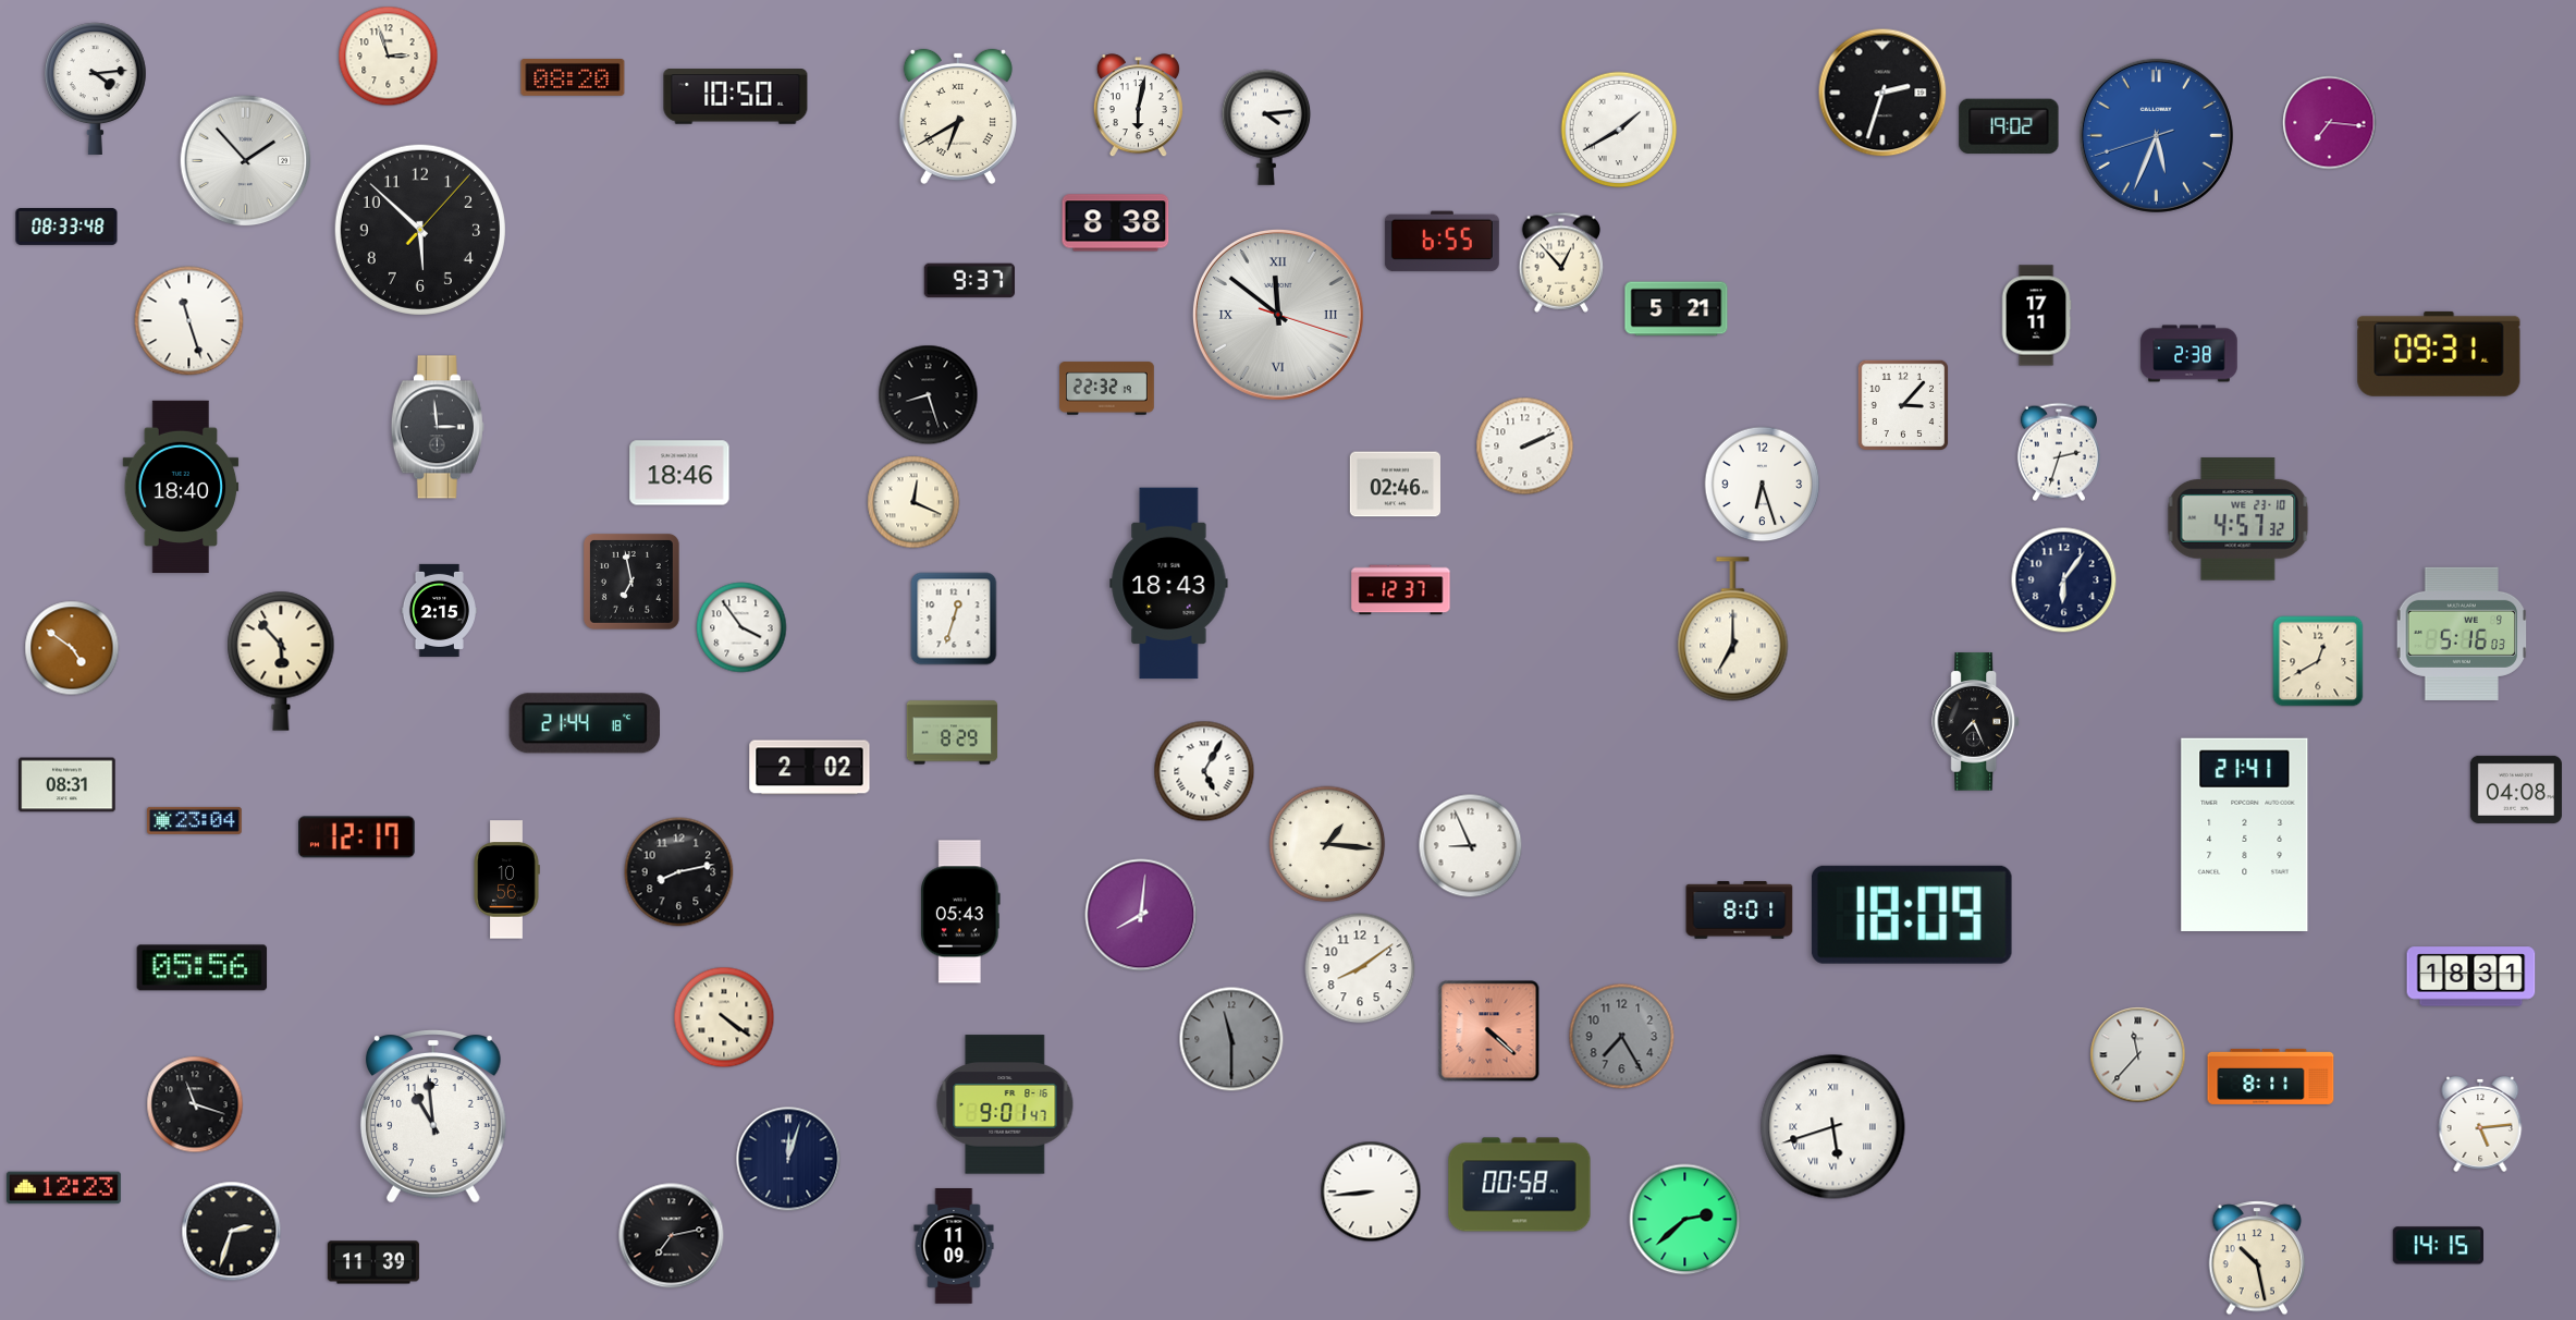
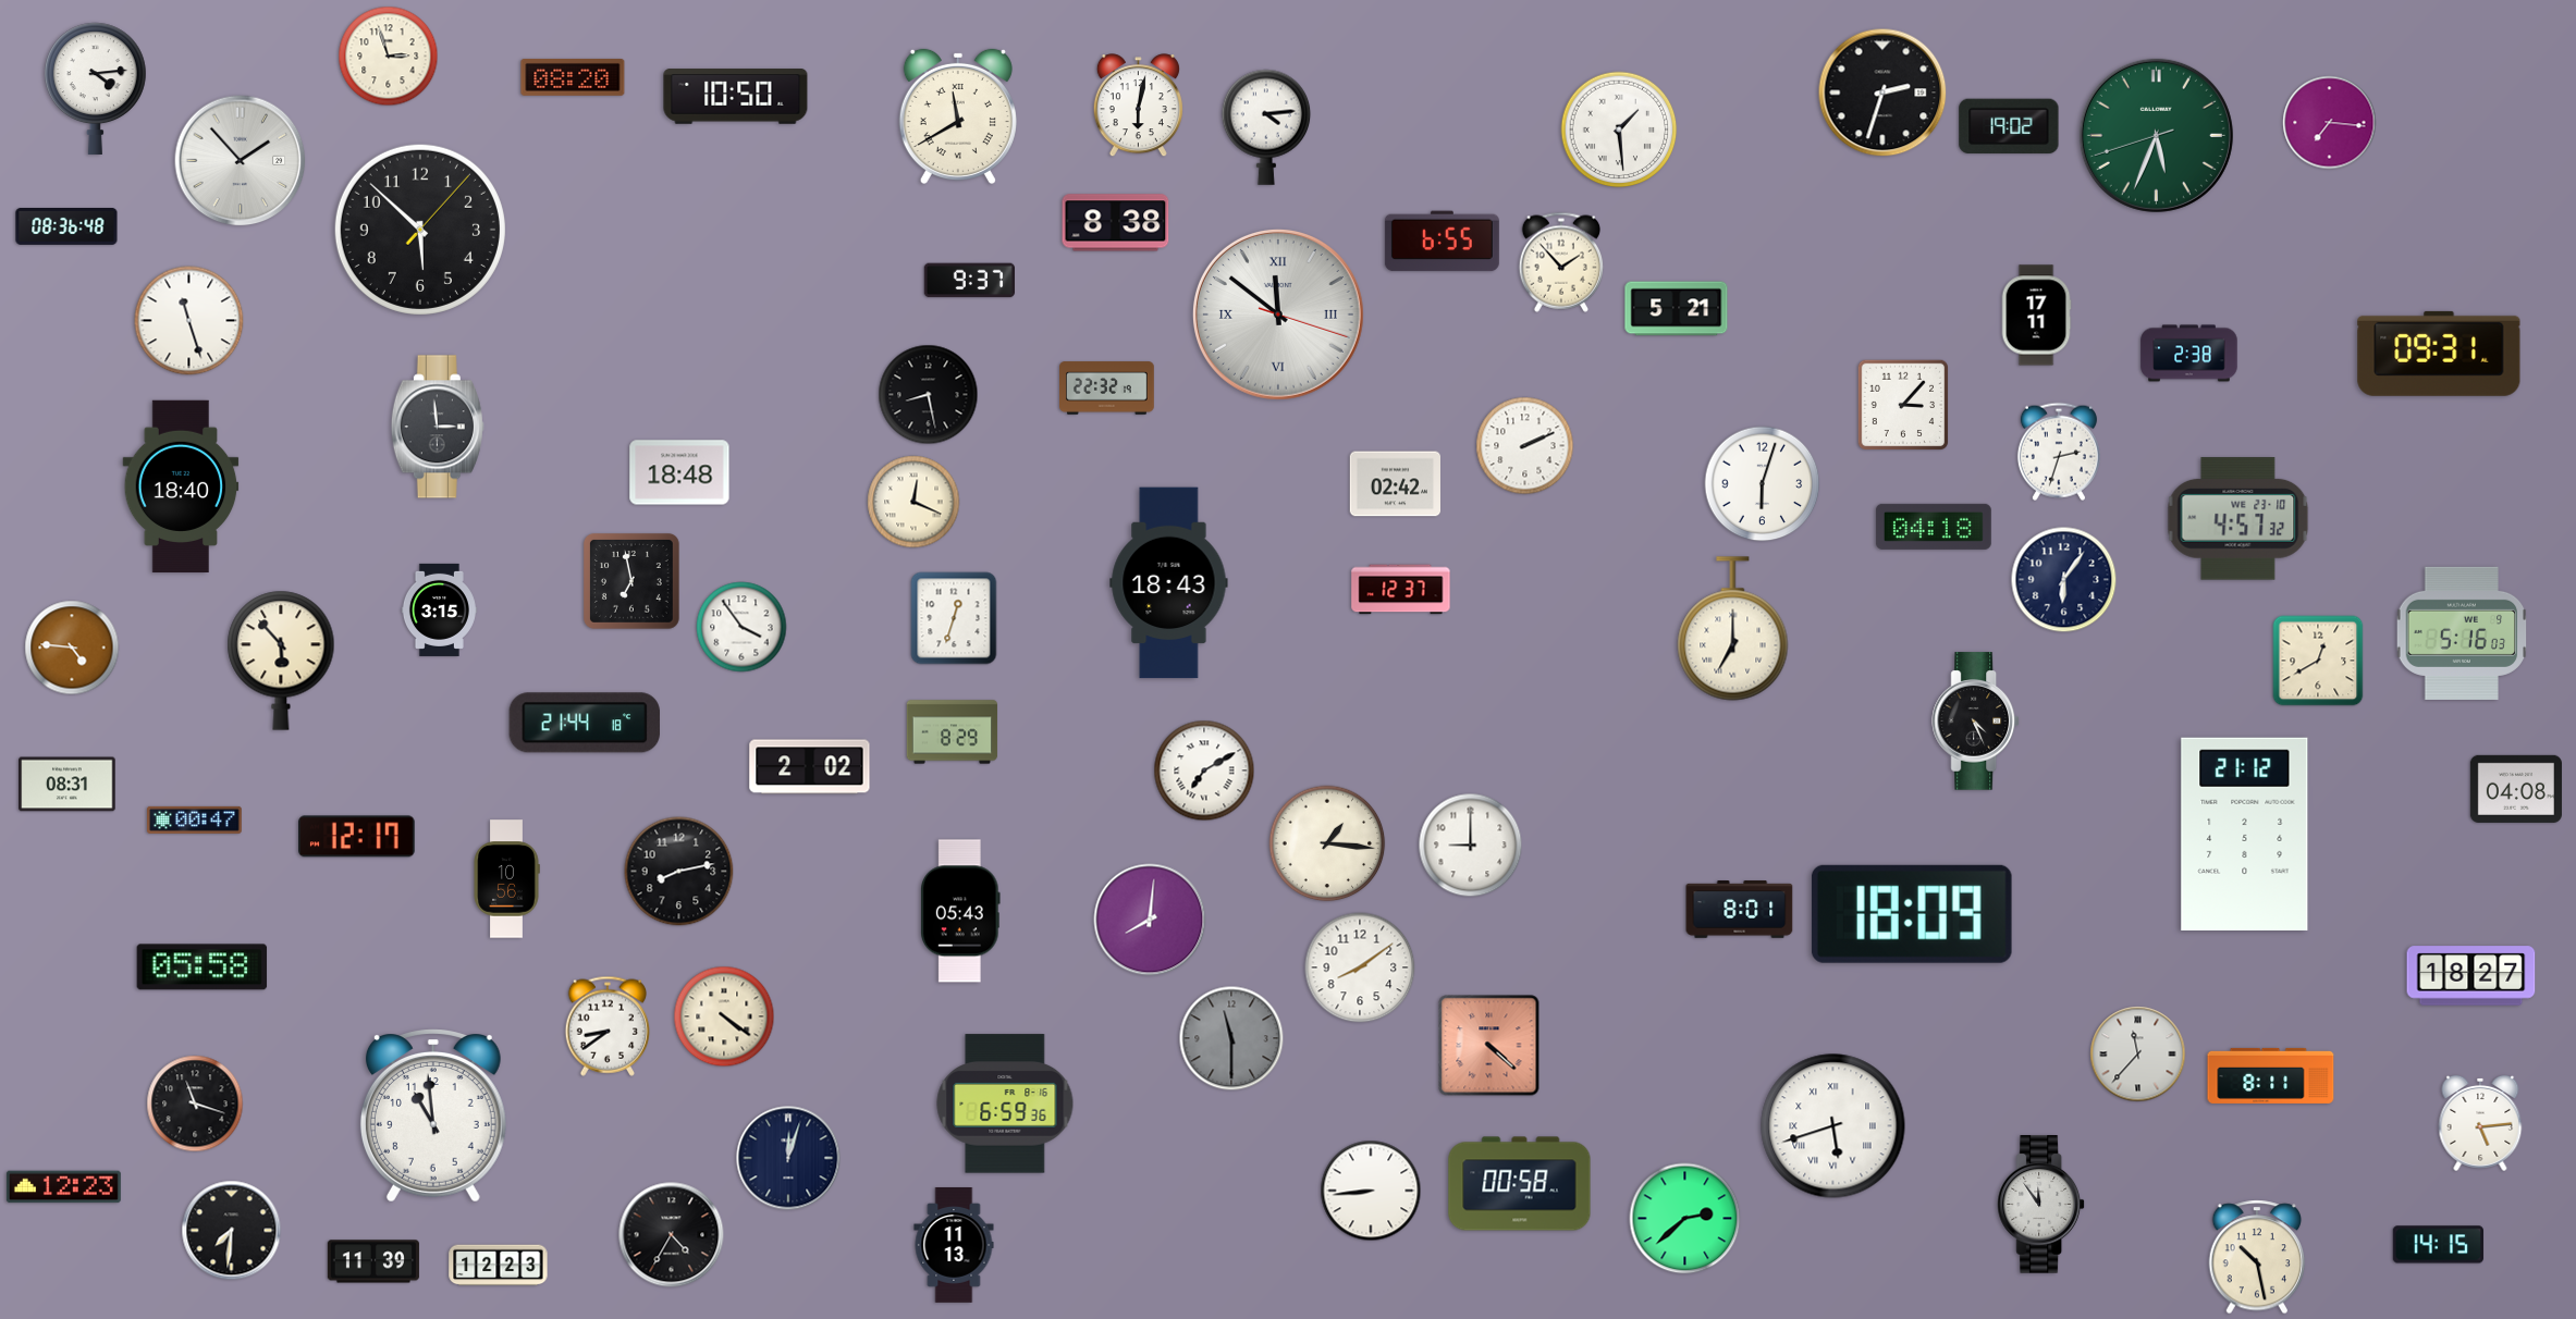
clock at (958, 117): 6:40 -> 11:40
clock at (1619, 130): 1:40 -> 1:29
clock at (2156, 135) dial: blue -> green
clock at (246, 161) position: (246, 161) -> (241, 161)
clock at (66, 228): 08:33 -> 08:36
clock at (1560, 262): 12:53 -> 1:53
clock at (929, 395): 8:27 -> 8:28
clock at (679, 473): 18:46 -> 18:48
clock at (1395, 485): 02:46 -> 02:42
clock at (1763, 485): 6:27 -> 6:03
clock at (1934, 527): none -> 04:18
clock at (439, 610): 2:15 -> 3:15
clock at (72, 648): 4:51 -> 4:46
clock at (1975, 722): 7:26 -> 4:26
clock at (1204, 771): 5:05 -> 7:10
clock at (195, 820): 23:04 -> 00:47
clock at (2245, 834): 21:41 -> 21:12
clock at (1471, 846): 8:56 -> 9:00
clock at (1141, 915) position: (1141, 915) -> (1150, 920)
clock at (203, 968): 05:56 -> 05:58
clock at (2471, 977): 18:31 -> 18:27
clock at (606, 1026): none -> 8:39
clock at (1489, 1031) position: (1489, 1031) -> (1489, 1046)
clock at (1622, 1037): 7:25 -> none
clock at (1005, 1104): 9:01 -> 6:59
clock at (2040, 1205): none -> 11:54
clock at (232, 1232): 2:33 -> 7:31
clock at (672, 1236): 7:13 -> 4:35
clock at (954, 1247): 11:09 -> 11:13
clock at (499, 1266): none -> 12:23
